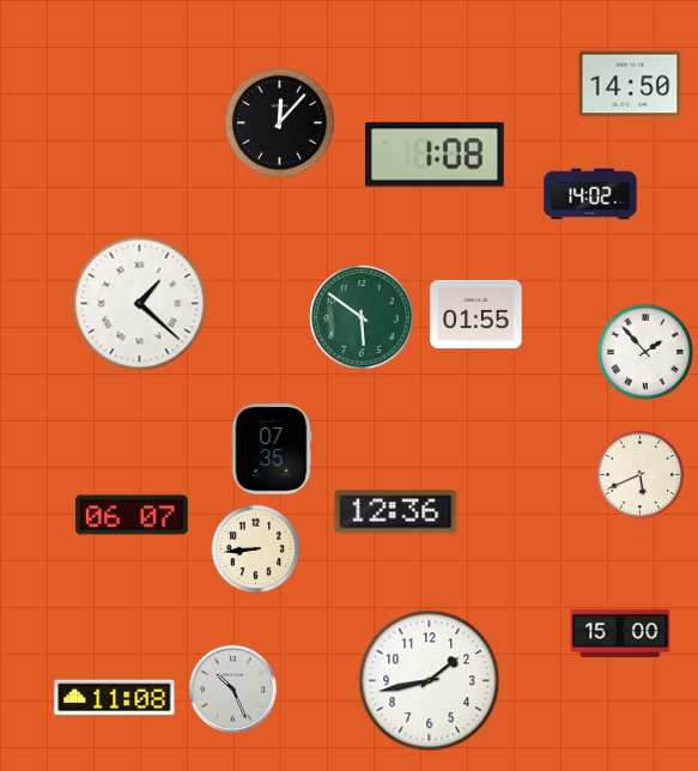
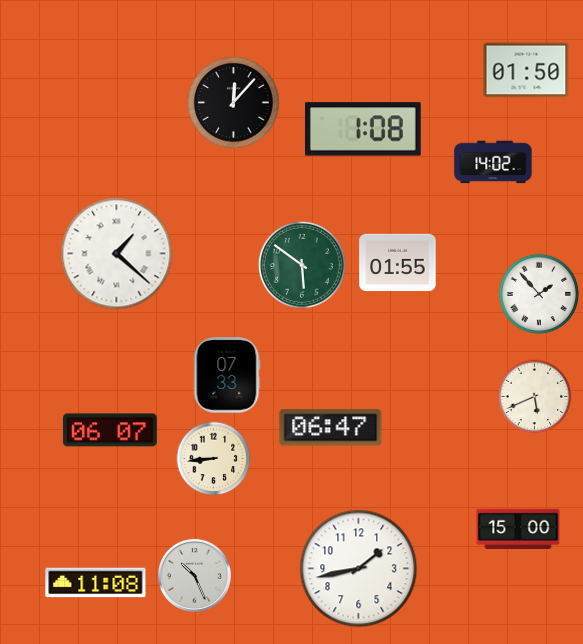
clock at (630, 84): 14:50 -> 01:50
clock at (272, 449): 07:35 -> 07:33
clock at (396, 512): 12:36 -> 06:47
